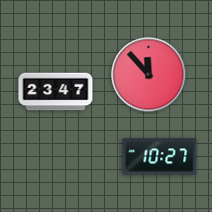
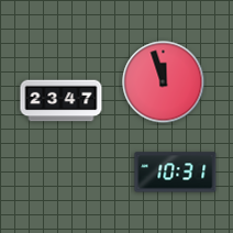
clock at (149, 75): 11:53 -> 11:57
clock at (160, 157): 10:27 -> 10:31
